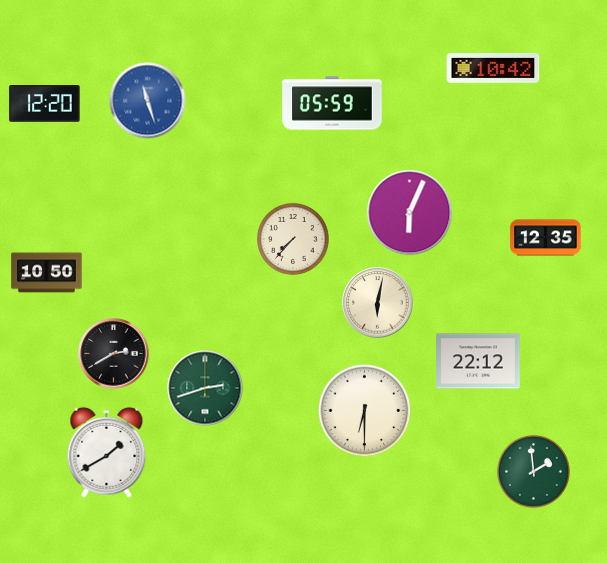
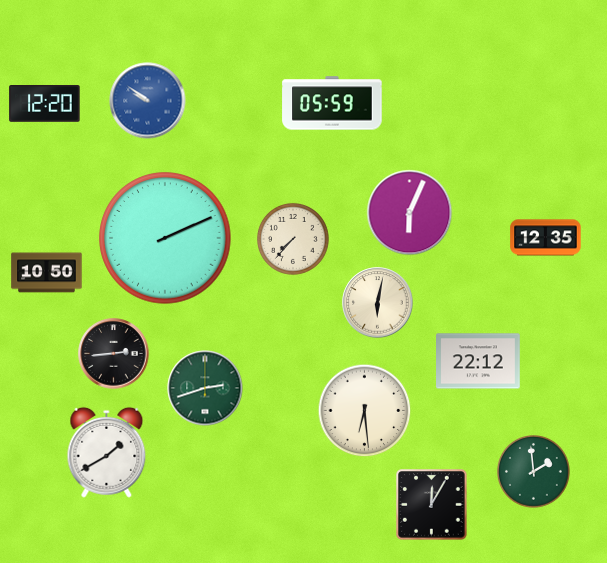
clock at (493, 68): 10:42 -> none
clock at (148, 101): 11:27 -> 9:51
clock at (165, 238): none -> 2:11
clock at (114, 354): 2:40 -> 2:44
clock at (365, 411): 6:30 -> 6:29
clock at (432, 505): none -> 12:05
